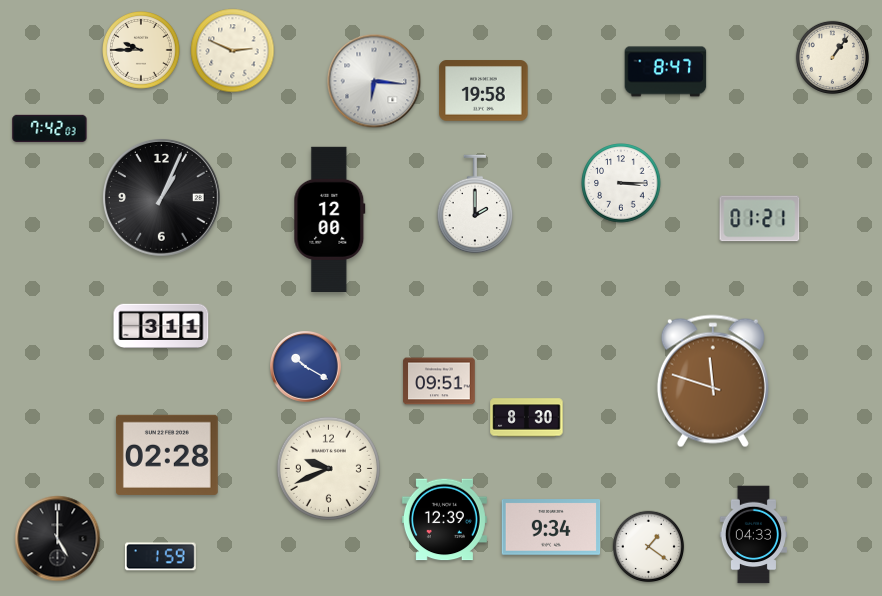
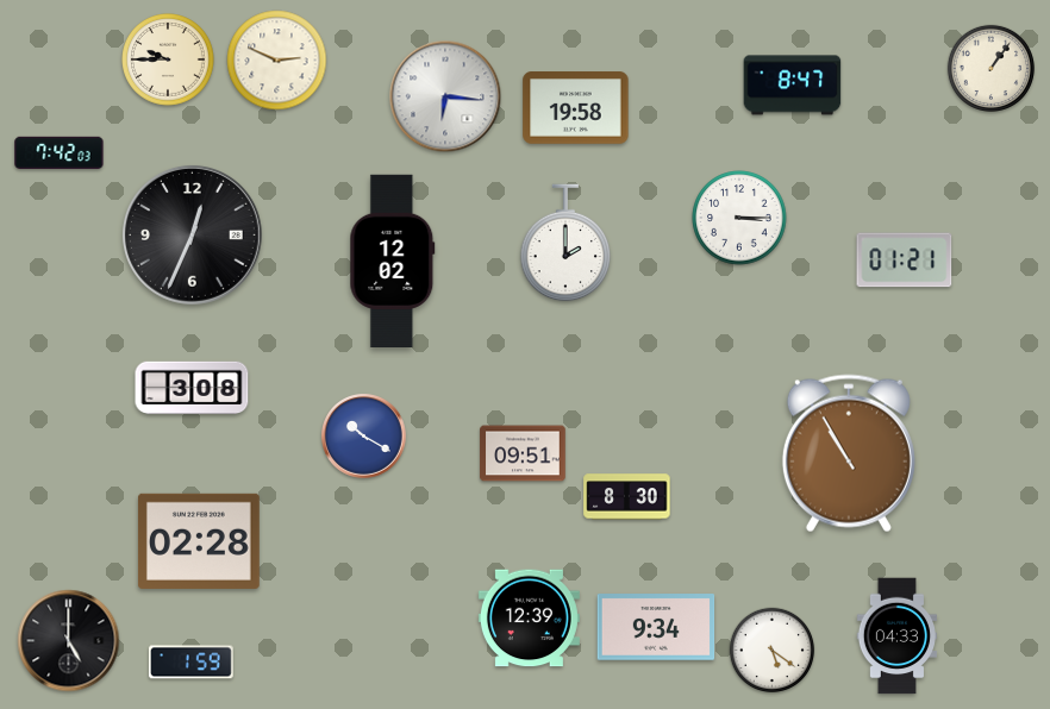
clock at (161, 197): 1:04 -> 12:34
clock at (330, 219): 12:00 -> 12:02
clock at (161, 325): 3:11 -> 3:08
clock at (713, 381): 11:48 -> 10:55
clock at (328, 468): 9:41 -> none
clock at (649, 547): 1:21 -> 5:21
